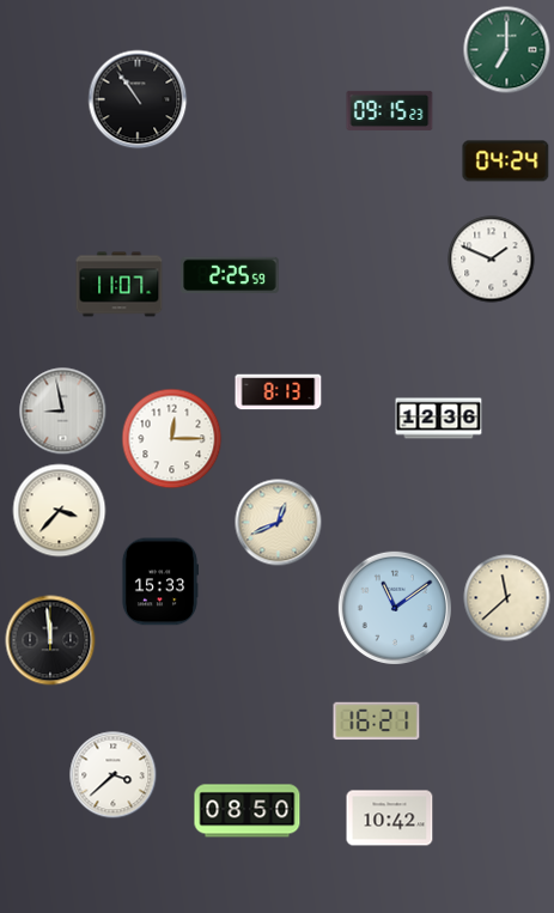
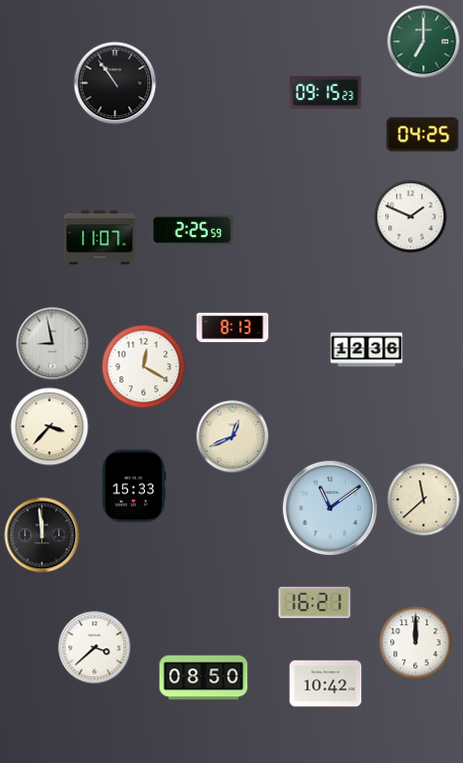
clock at (506, 162): 04:24 -> 04:25
clock at (172, 439): 12:15 -> 12:20
clock at (416, 643): none -> 12:00
clock at (248, 811) position: (248, 811) -> (204, 678)
